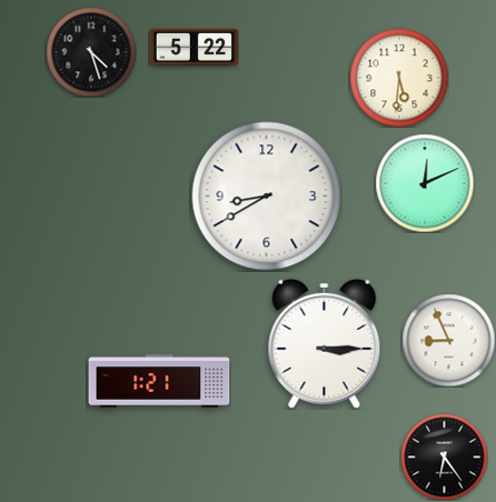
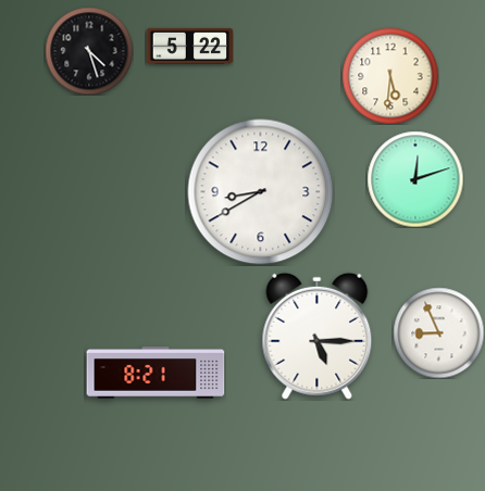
clock at (425, 183): 12:11 -> 12:12
clock at (325, 343): 3:15 -> 5:15
clock at (159, 381): 1:21 -> 8:21
clock at (444, 456): 6:24 -> none
